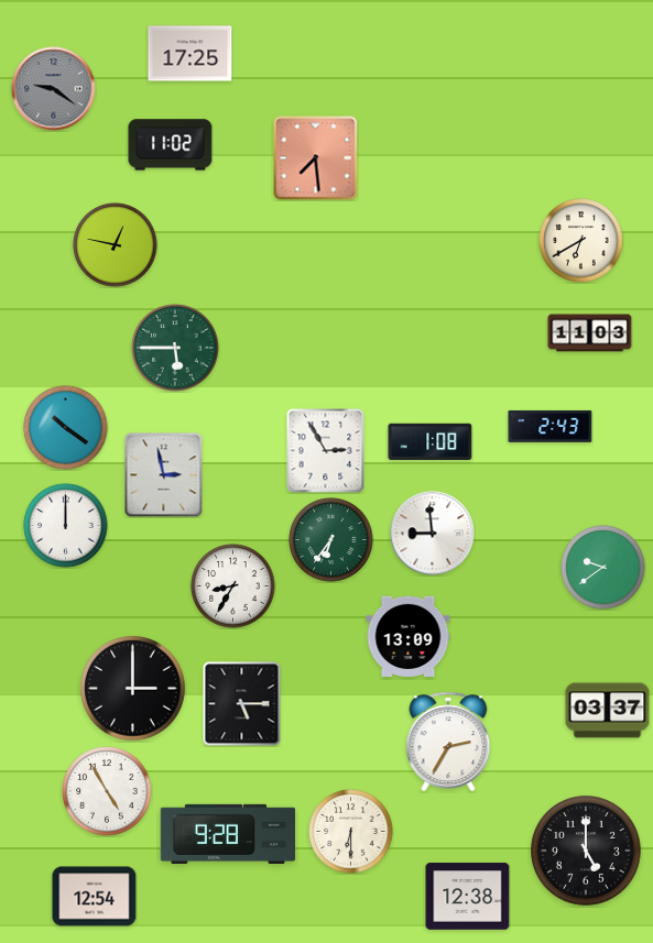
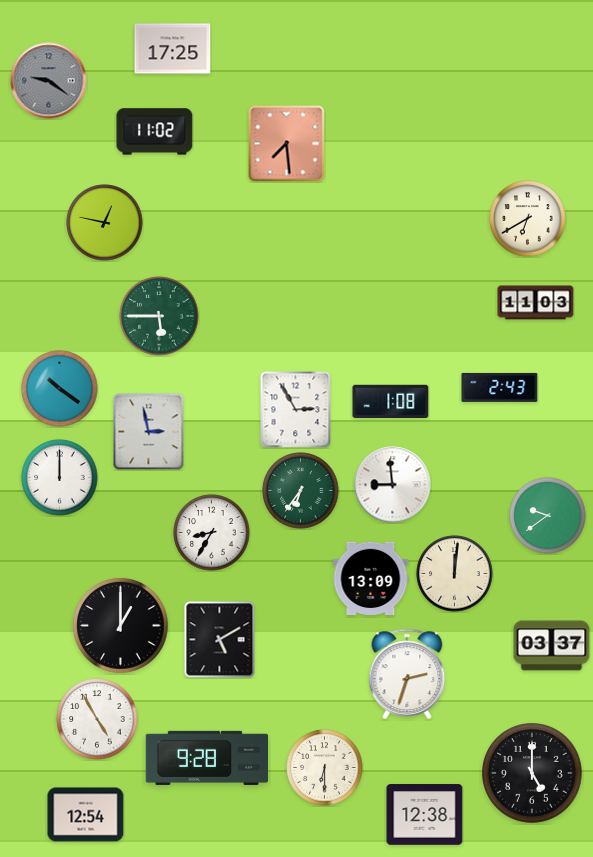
clock at (455, 574): none -> 12:01
clock at (133, 689): 3:00 -> 1:00
clock at (242, 704): 5:15 -> 5:10
clock at (448, 741): 2:35 -> 2:33
clock at (351, 832) position: (351, 832) -> (325, 768)
